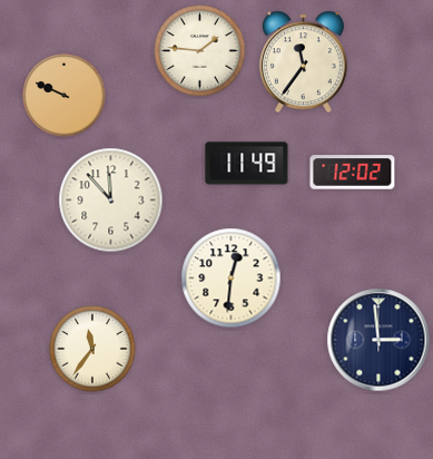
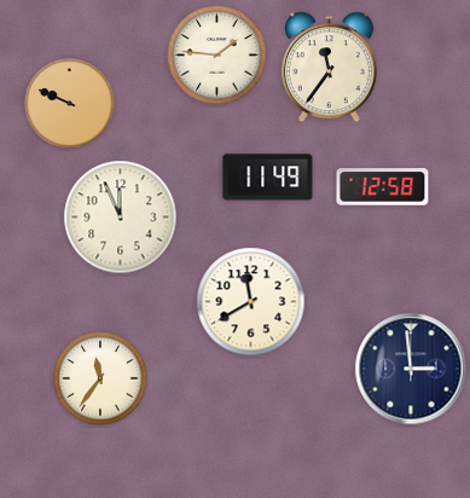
clock at (353, 173): 12:02 -> 12:58
clock at (111, 201): 11:53 -> 11:56
clock at (232, 279): 12:31 -> 11:40
